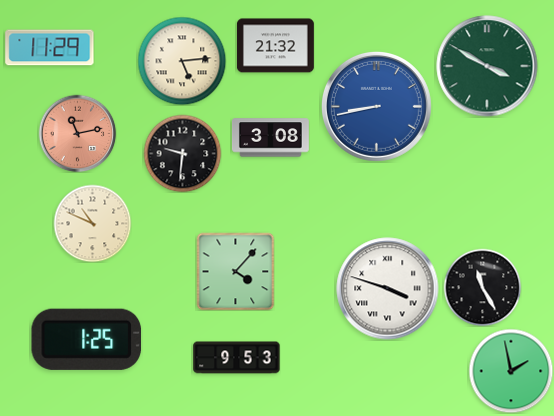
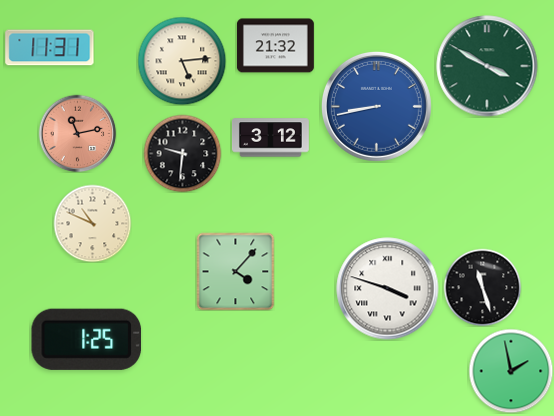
clock at (50, 48): 11:29 -> 11:31
clock at (271, 138): 3:08 -> 3:12
clock at (482, 287): 11:25 -> 11:27
clock at (237, 358): 9:53 -> none
